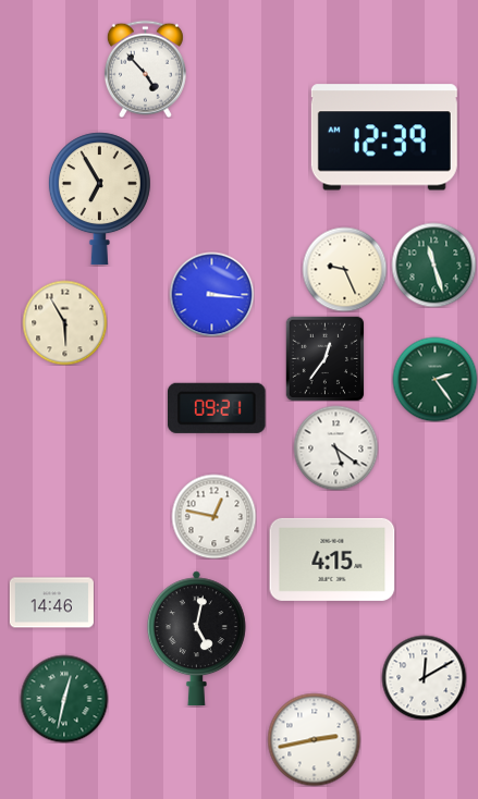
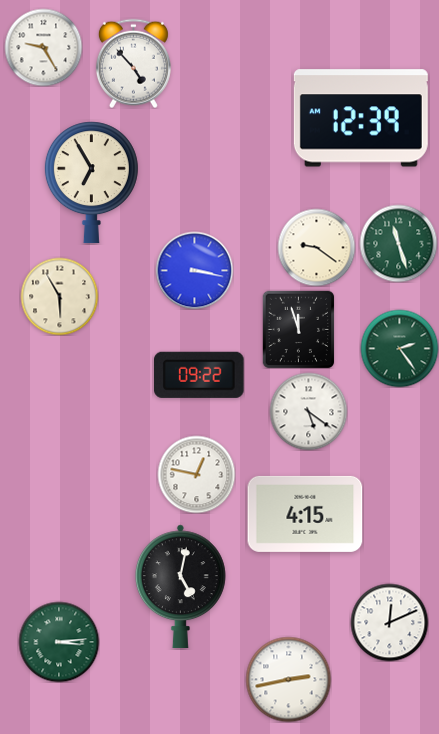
clock at (43, 47): none -> 9:25
clock at (384, 137) position: (384, 137) -> (361, 118)
clock at (344, 269): 9:26 -> 9:21
clock at (211, 294): 3:16 -> 3:17
clock at (326, 358): 12:36 -> 11:57
clock at (218, 408): 09:21 -> 09:22
clock at (51, 603): 14:46 -> none
clock at (424, 677): 12:10 -> 12:11
clock at (64, 699): 12:32 -> 3:14
